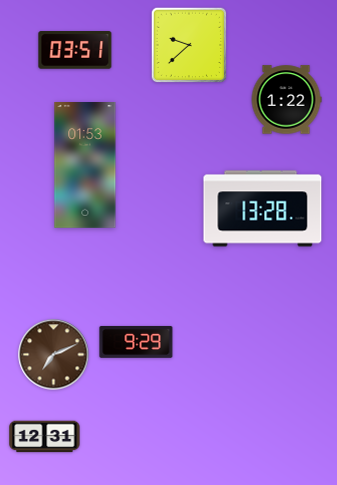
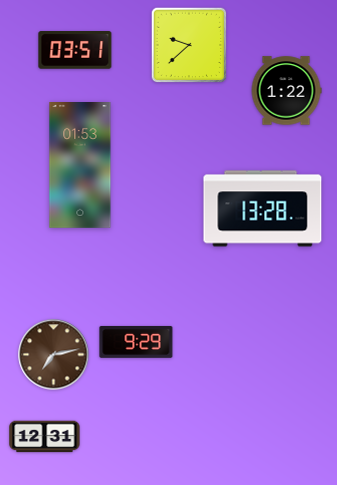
clock at (286, 100) position: (286, 100) -> (286, 91)
clock at (85, 166) position: (85, 166) -> (80, 166)
clock at (54, 355): 7:11 -> 7:13
